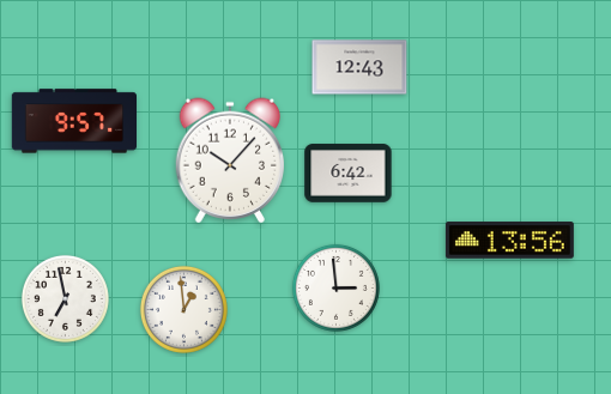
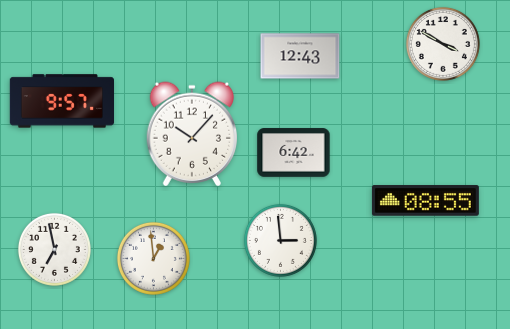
clock at (443, 44): none -> 3:50
clock at (349, 174) position: (349, 174) -> (294, 153)
clock at (509, 241): 13:56 -> 08:55
